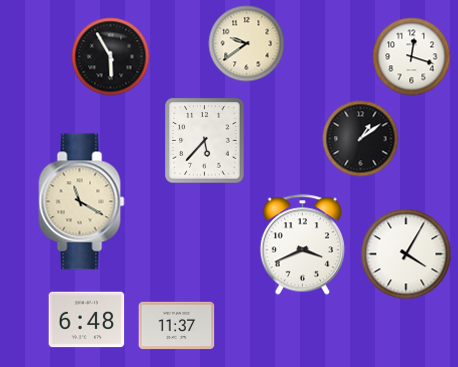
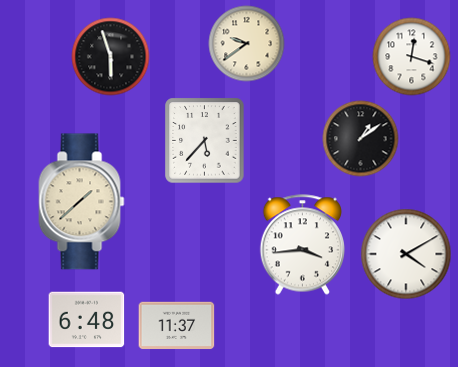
clock at (111, 57): 5:55 -> 5:57
clock at (82, 202): 11:20 -> 1:38
clock at (302, 245): 3:41 -> 3:44
clock at (406, 254): 4:05 -> 4:10
